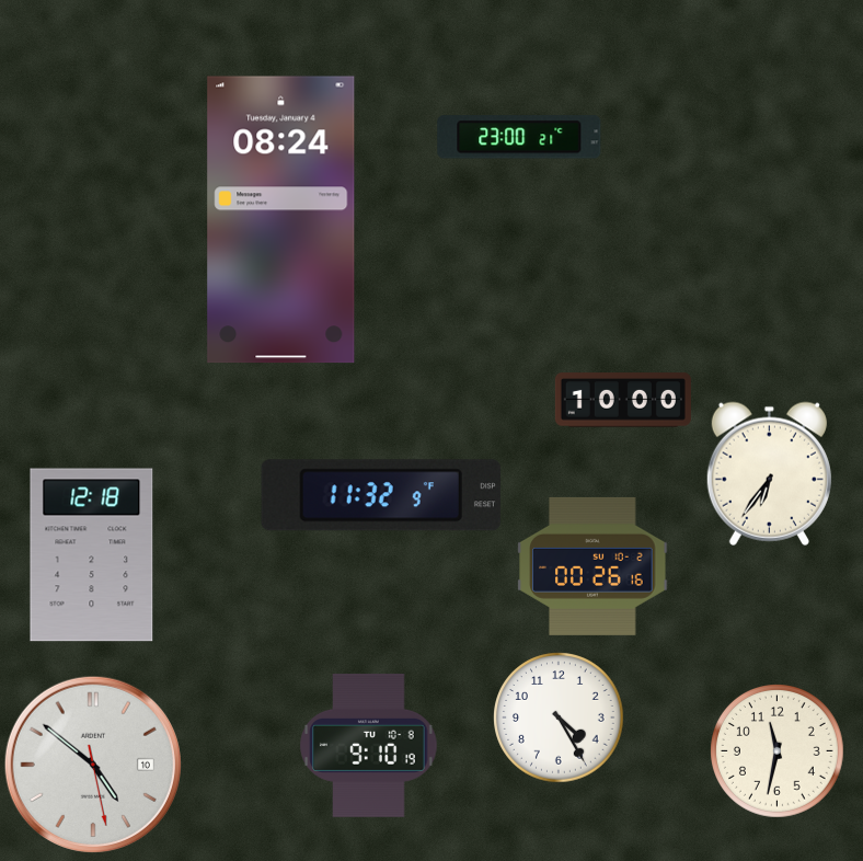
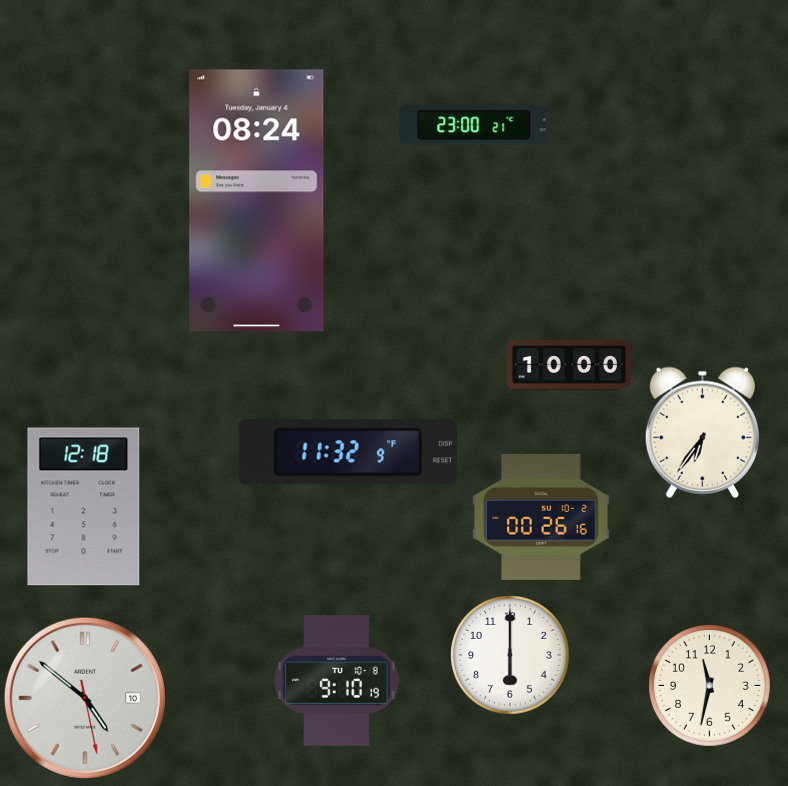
clock at (559, 718): 4:25 -> 6:00
